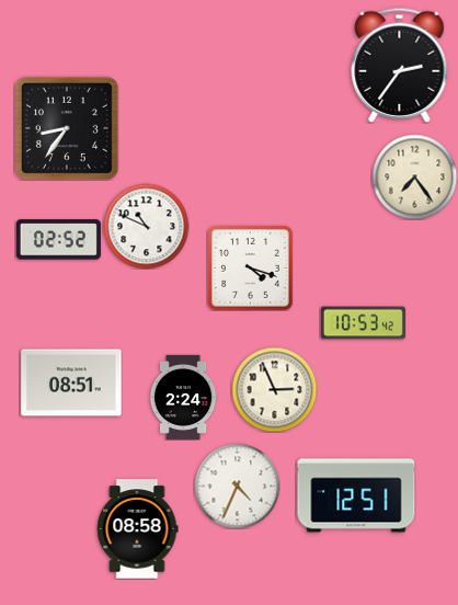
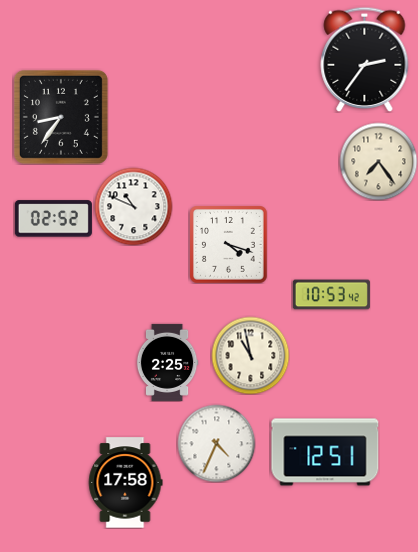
clock at (71, 383): 08:51 -> none
clock at (274, 389): 2:56 -> 10:58
clock at (183, 397): 2:24 -> 2:25
clock at (137, 529): 08:58 -> 17:58
